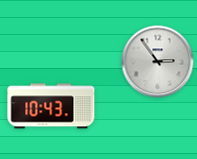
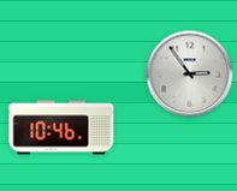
clock at (51, 106): 10:43 -> 10:46
